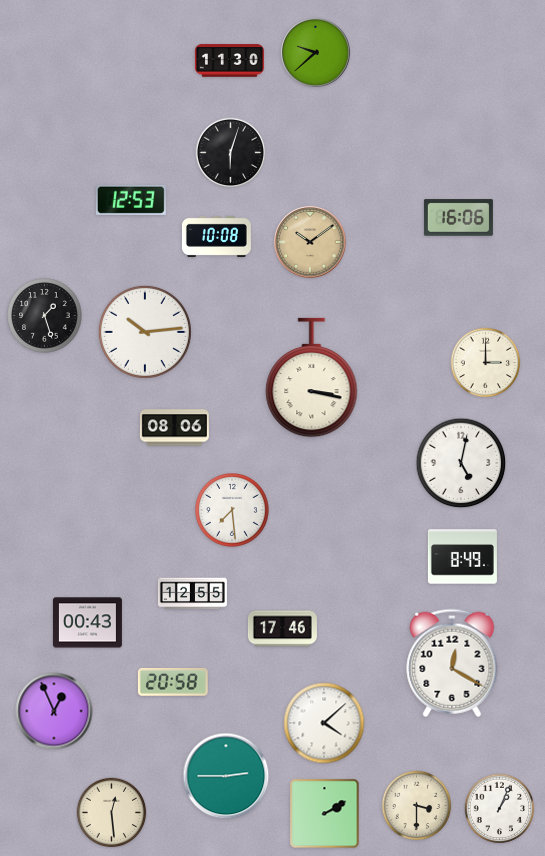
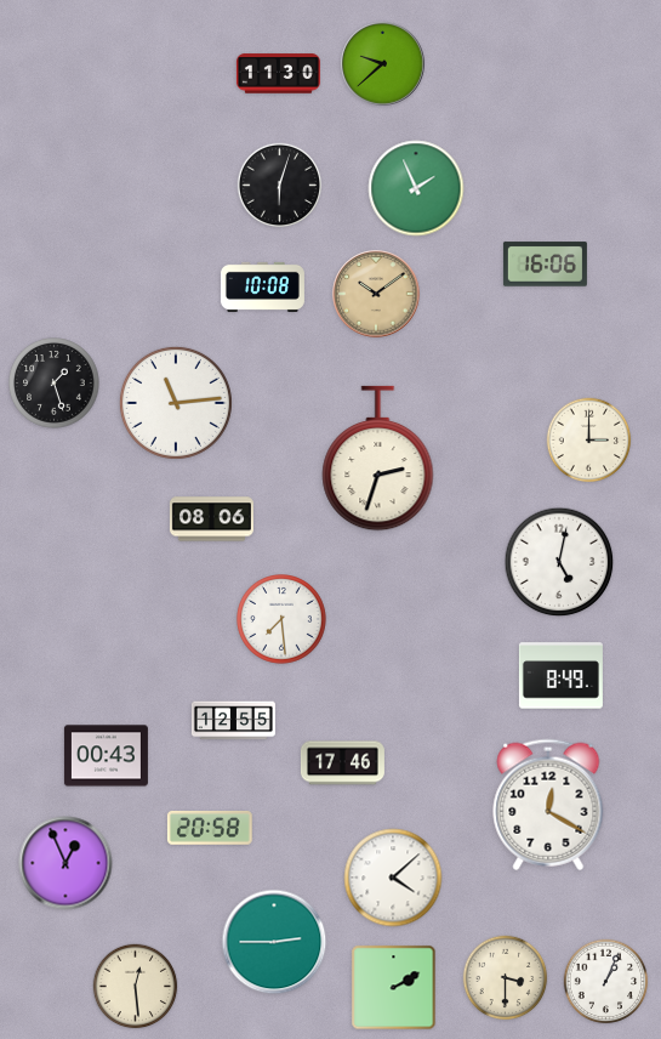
clock at (416, 188): none -> 1:56
clock at (131, 200): 12:53 -> none
clock at (458, 218) position: (458, 218) -> (545, 265)
clock at (145, 332): 10:14 -> 11:14
clock at (312, 378): 3:17 -> 2:33
